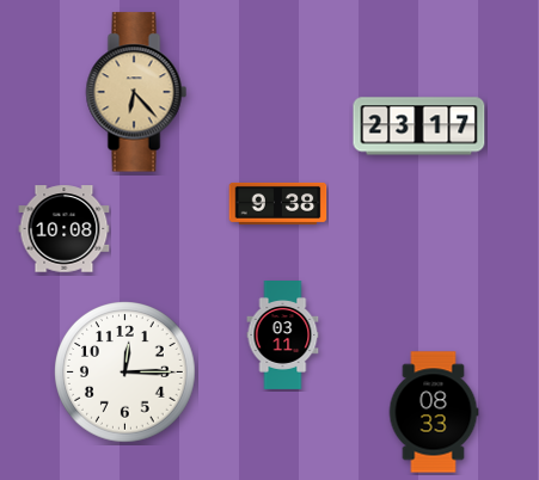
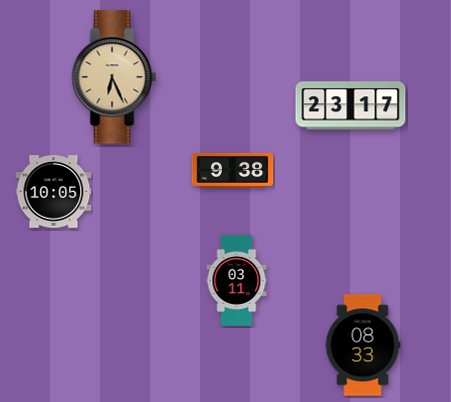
clock at (136, 92): 6:23 -> 6:26
clock at (65, 229): 10:08 -> 10:05
clock at (125, 373): 12:15 -> none
